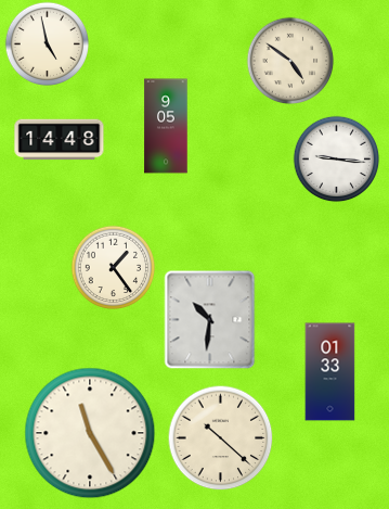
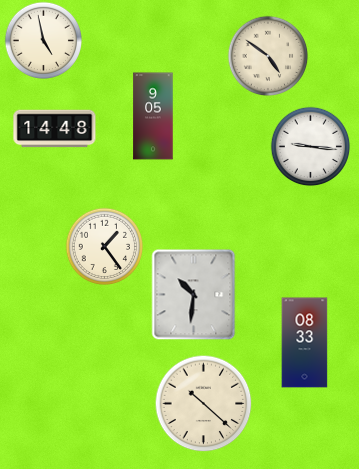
clock at (330, 372): 01:33 -> 08:33
clock at (90, 433): 11:25 -> none
